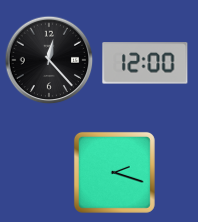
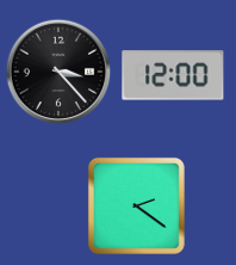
clock at (49, 60): 12:23 -> 3:23
clock at (114, 172): 2:18 -> 2:21
